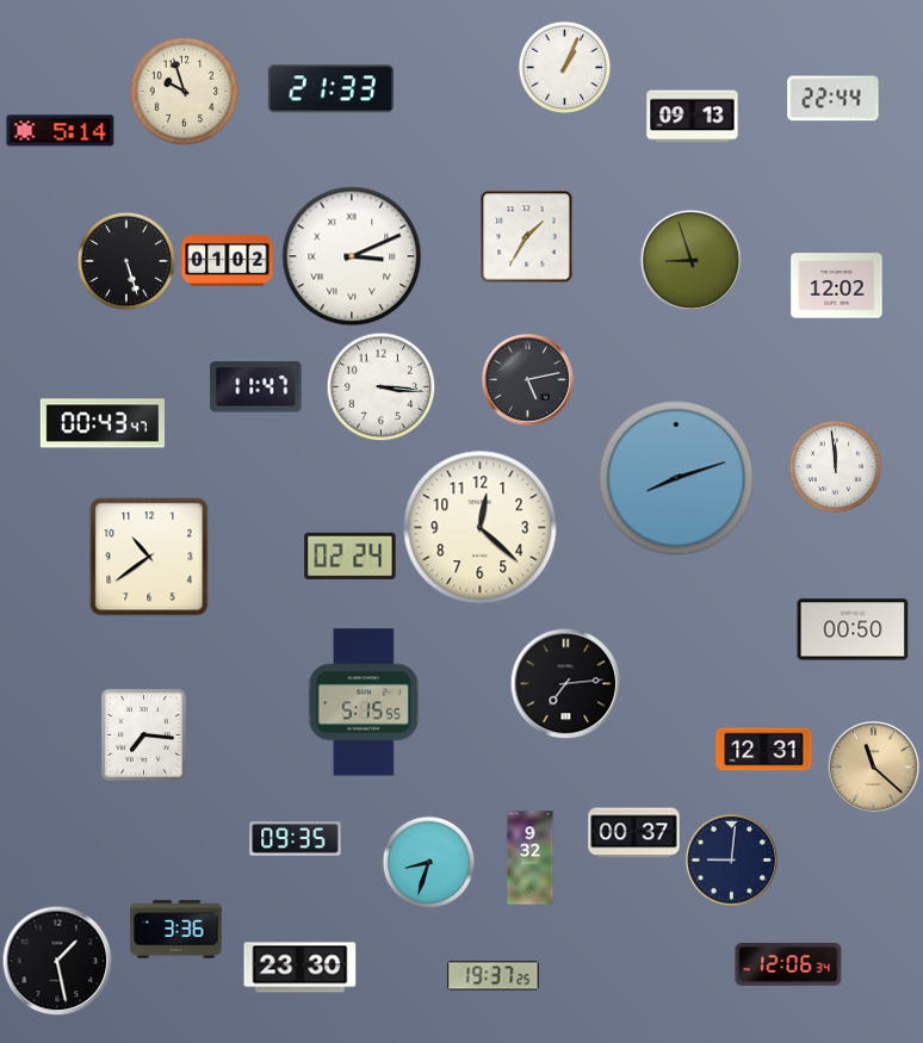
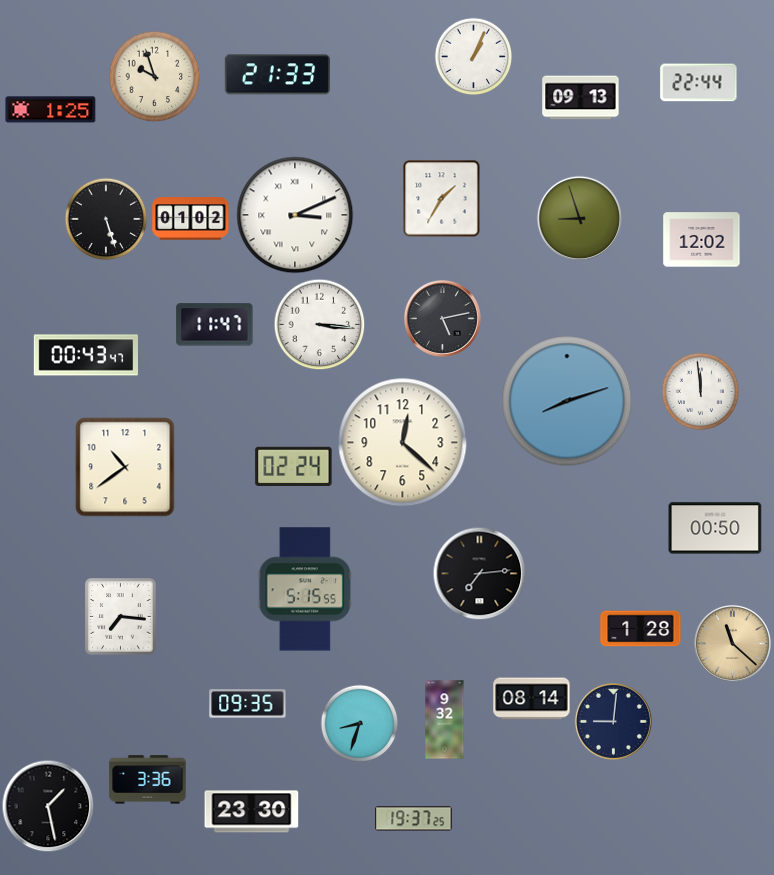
clock at (61, 131): 5:14 -> 1:25
clock at (565, 683) position: (565, 683) -> (479, 573)
clock at (764, 750): 12:31 -> 1:28
clock at (634, 833): 00:37 -> 08:14
clock at (788, 964): 12:06 -> none
